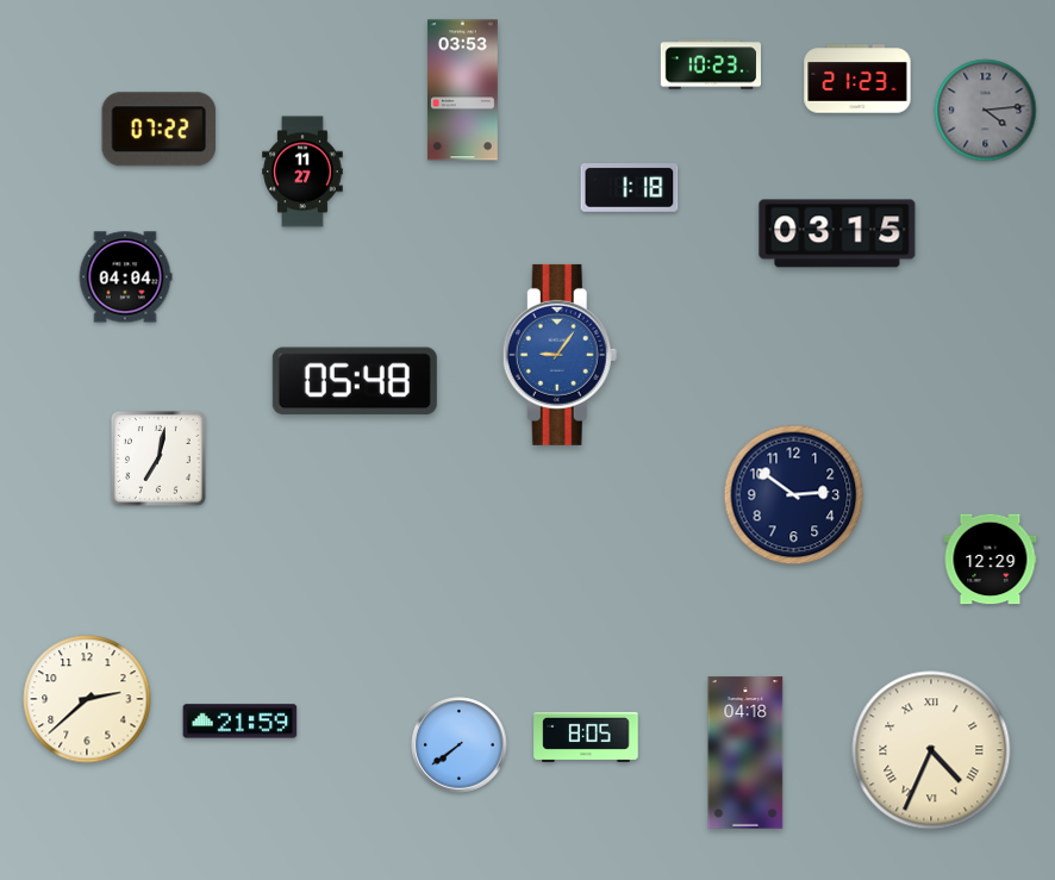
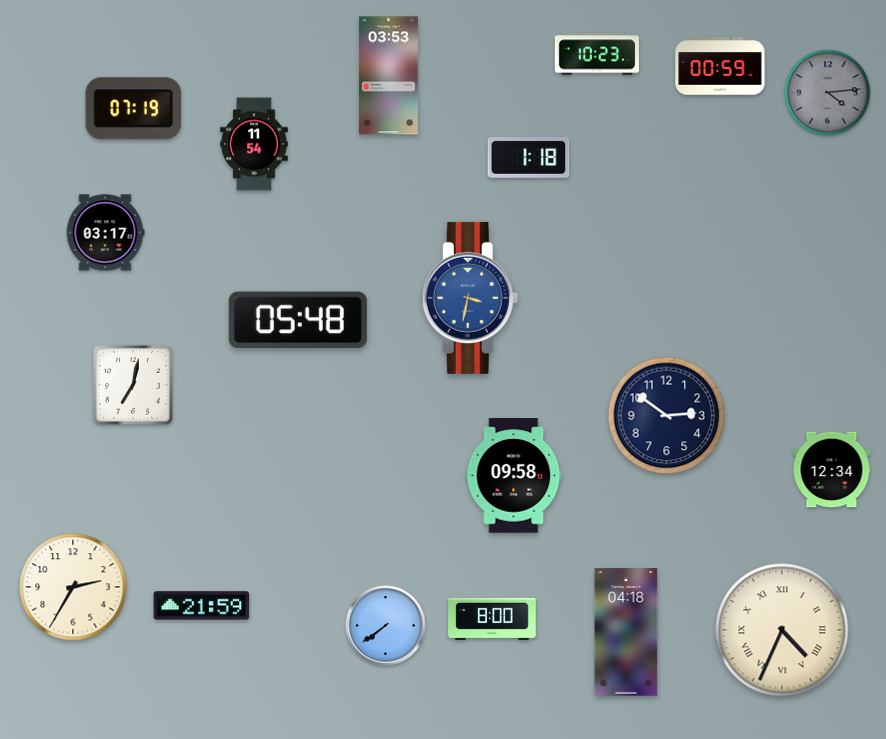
clock at (857, 79): 21:23 -> 00:59
clock at (160, 130): 07:22 -> 07:19
clock at (302, 171): 11:27 -> 11:54
clock at (837, 233): 03:15 -> none
clock at (125, 277): 04:04 -> 03:17
clock at (560, 355): 9:06 -> 3:32
clock at (991, 560): 12:29 -> 12:34
clock at (514, 476): none -> 09:58
clock at (87, 699): 2:38 -> 2:35
clock at (586, 737): 8:05 -> 8:00
